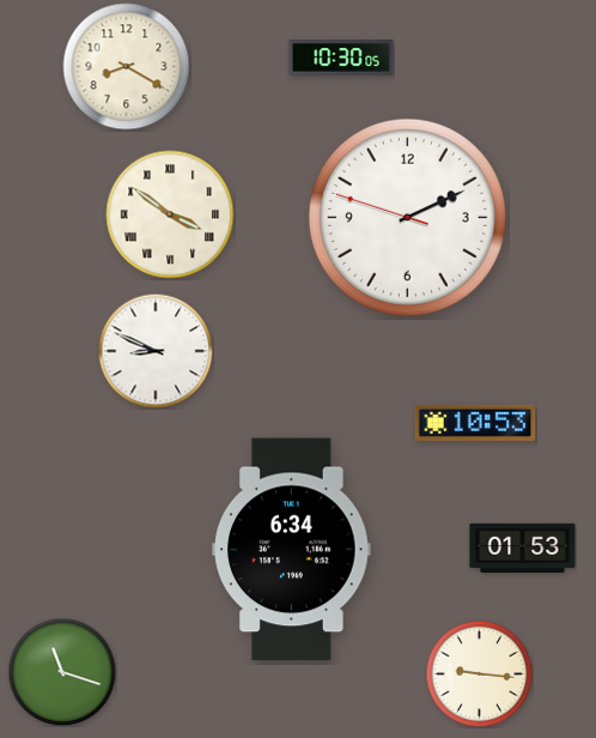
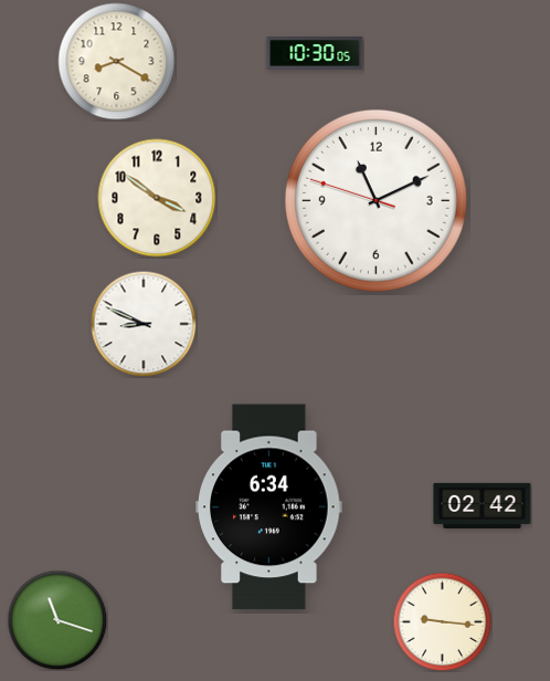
clock at (170, 214) numerals: Roman -> Arabic
clock at (407, 217): 2:10 -> 11:10
clock at (475, 423): 10:53 -> none
clock at (523, 548): 01:53 -> 02:42
